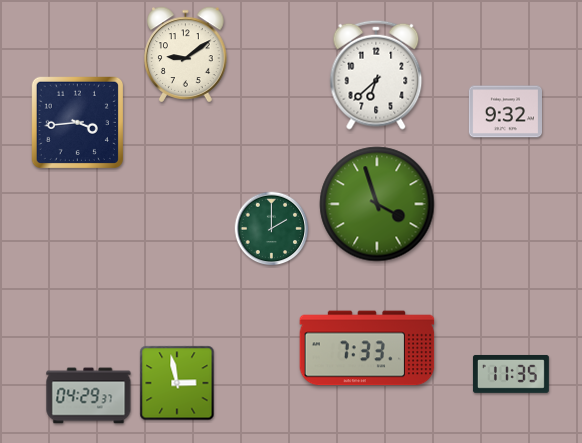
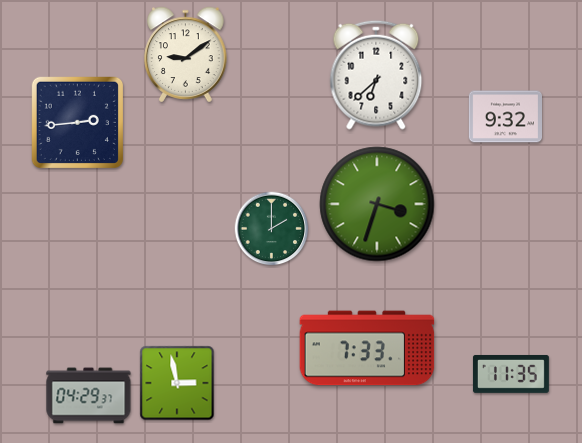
clock at (505, 112) position: (505, 112) -> (505, 117)
clock at (77, 122): 3:44 -> 2:44
clock at (377, 204): 3:57 -> 3:33
